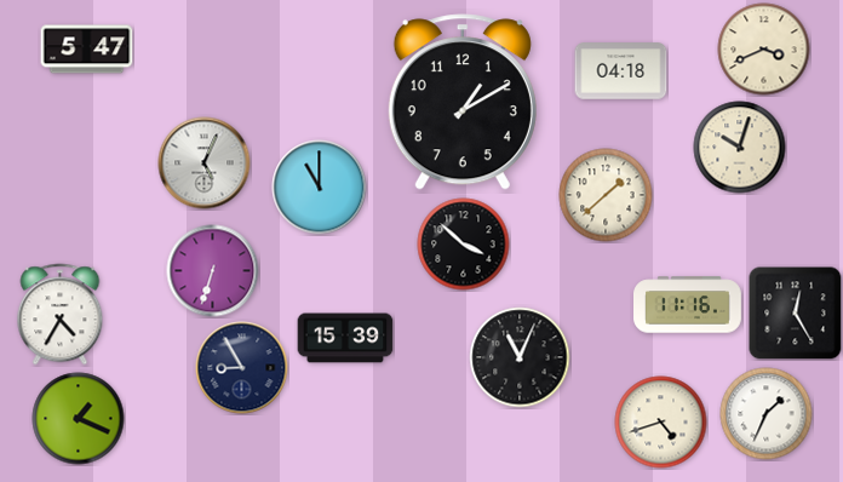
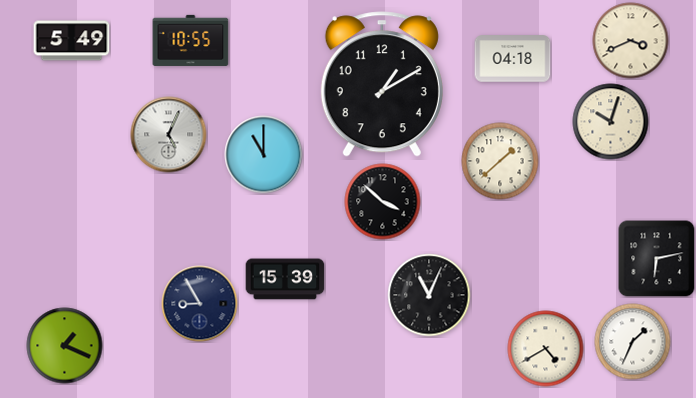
clock at (191, 40): none -> 10:55
clock at (87, 50): 5:47 -> 5:49
clock at (213, 271): 6:33 -> none
clock at (688, 305): 11:16 -> none
clock at (796, 314): 12:25 -> 6:13
clock at (61, 315): 4:35 -> none
clock at (661, 423): 4:42 -> 4:40
